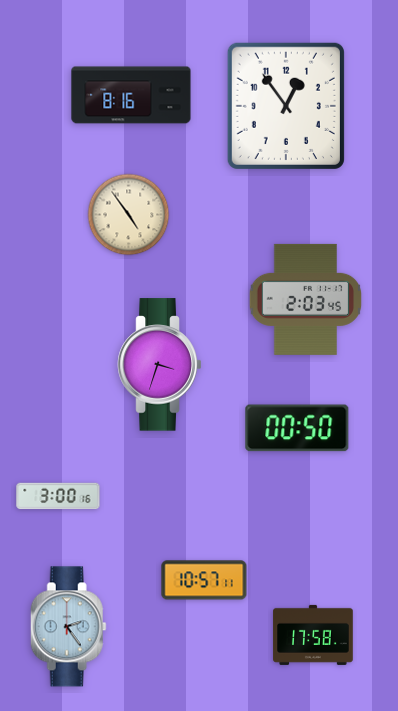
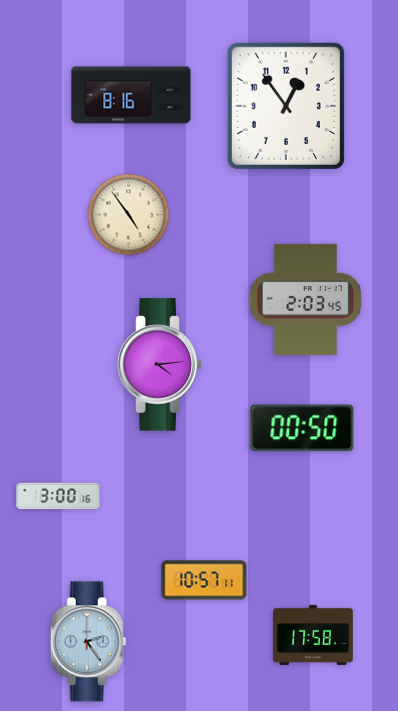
clock at (160, 365): 3:33 -> 4:14
clock at (297, 428) position: (297, 428) -> (302, 428)
clock at (68, 627) position: (68, 627) -> (88, 642)
